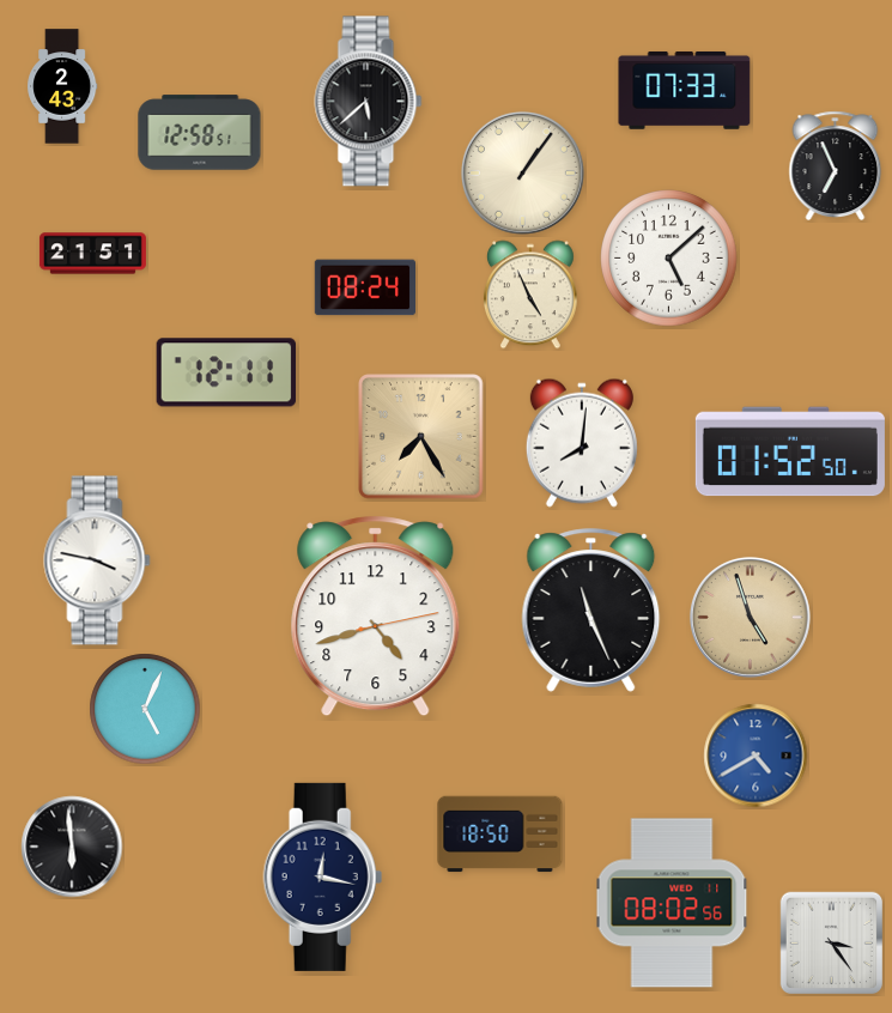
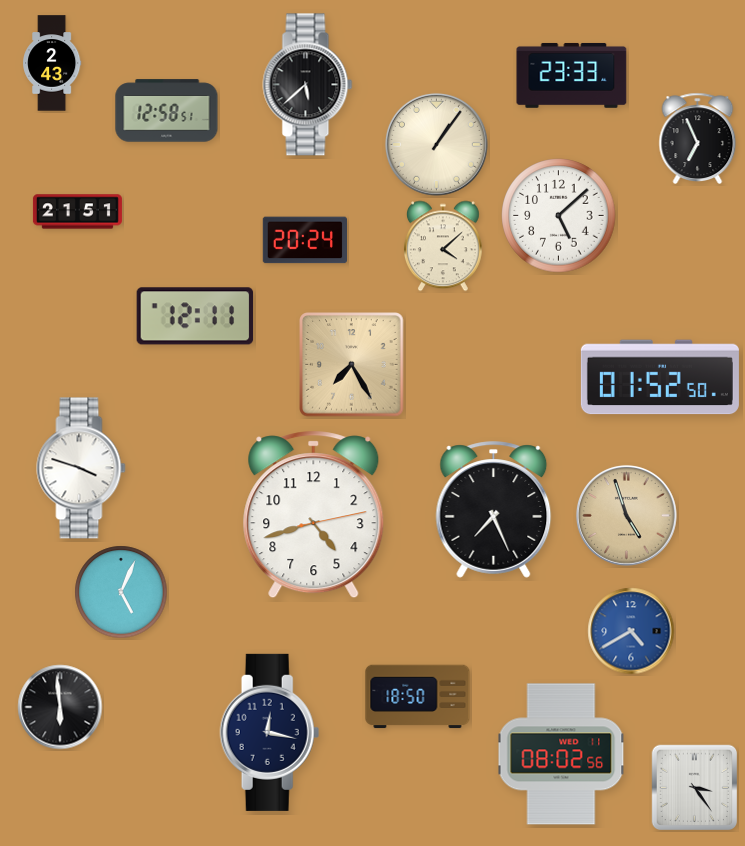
clock at (62, 86) position: (62, 86) -> (52, 63)
clock at (685, 90): 07:33 -> 23:33
clock at (364, 287): 08:24 -> 20:24
clock at (530, 295): 4:56 -> 4:08
clock at (226, 372) position: (226, 372) -> (195, 316)
clock at (582, 443): 8:01 -> none
clock at (97, 560): 3:47 -> 3:48
clock at (591, 611): 11:26 -> 7:26
